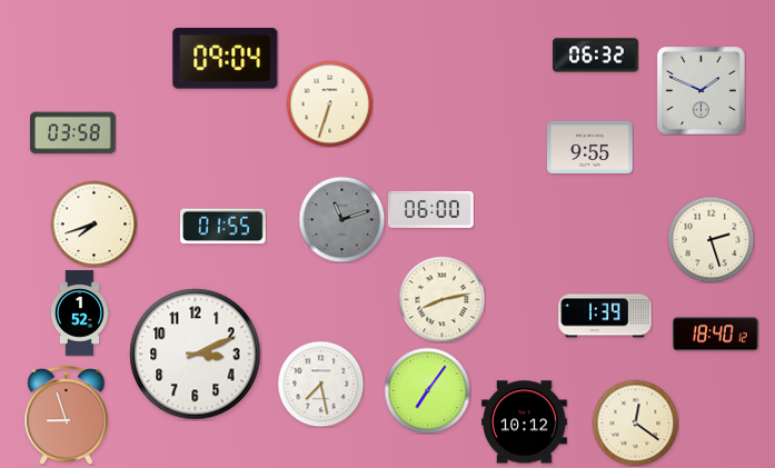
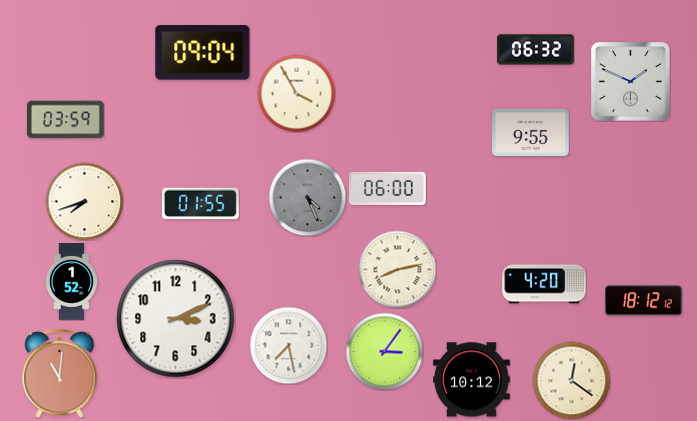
clock at (329, 103): 6:33 -> 3:55
clock at (73, 133): 03:58 -> 03:59
clock at (341, 219): 11:12 -> 4:26
clock at (711, 239): 2:27 -> none
clock at (605, 316): 1:39 -> 4:20
clock at (716, 335): 18:40 -> 18:12
clock at (427, 390): 7:06 -> 3:06
clock at (67, 416): 8:57 -> 11:01
